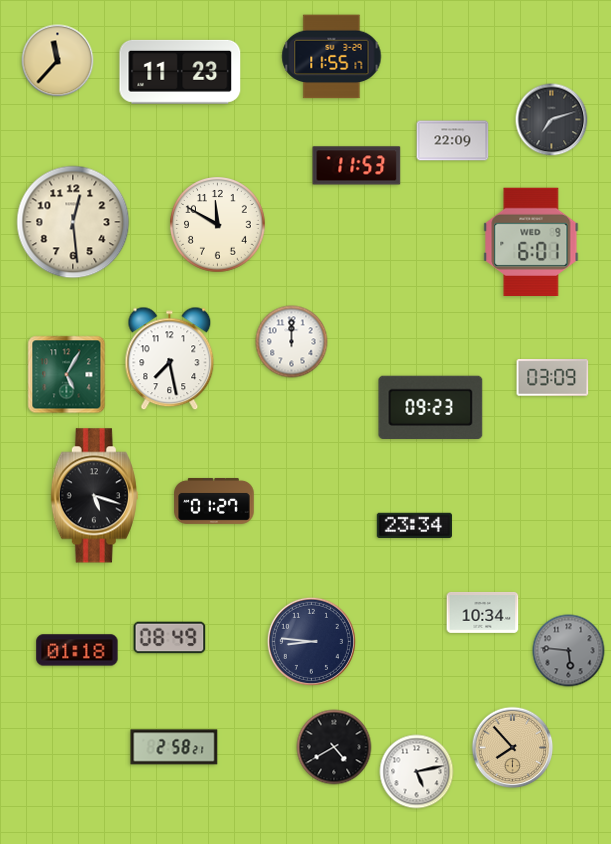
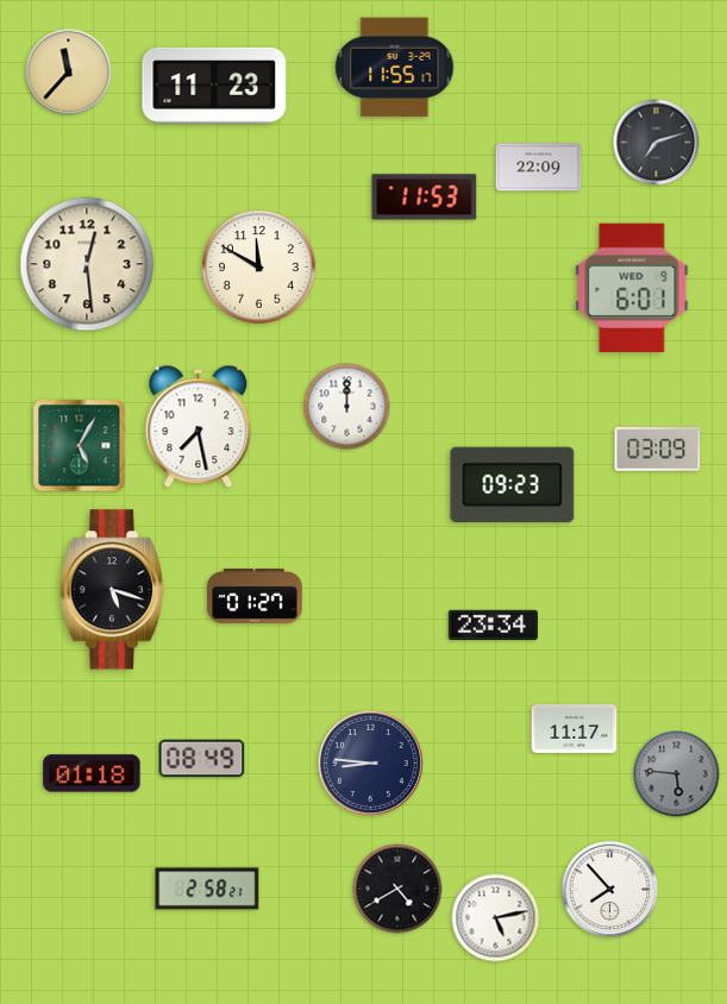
clock at (170, 359) position: (170, 359) -> (199, 427)
clock at (483, 612): 10:34 -> 11:17
clock at (513, 748) dial: champagne -> white
